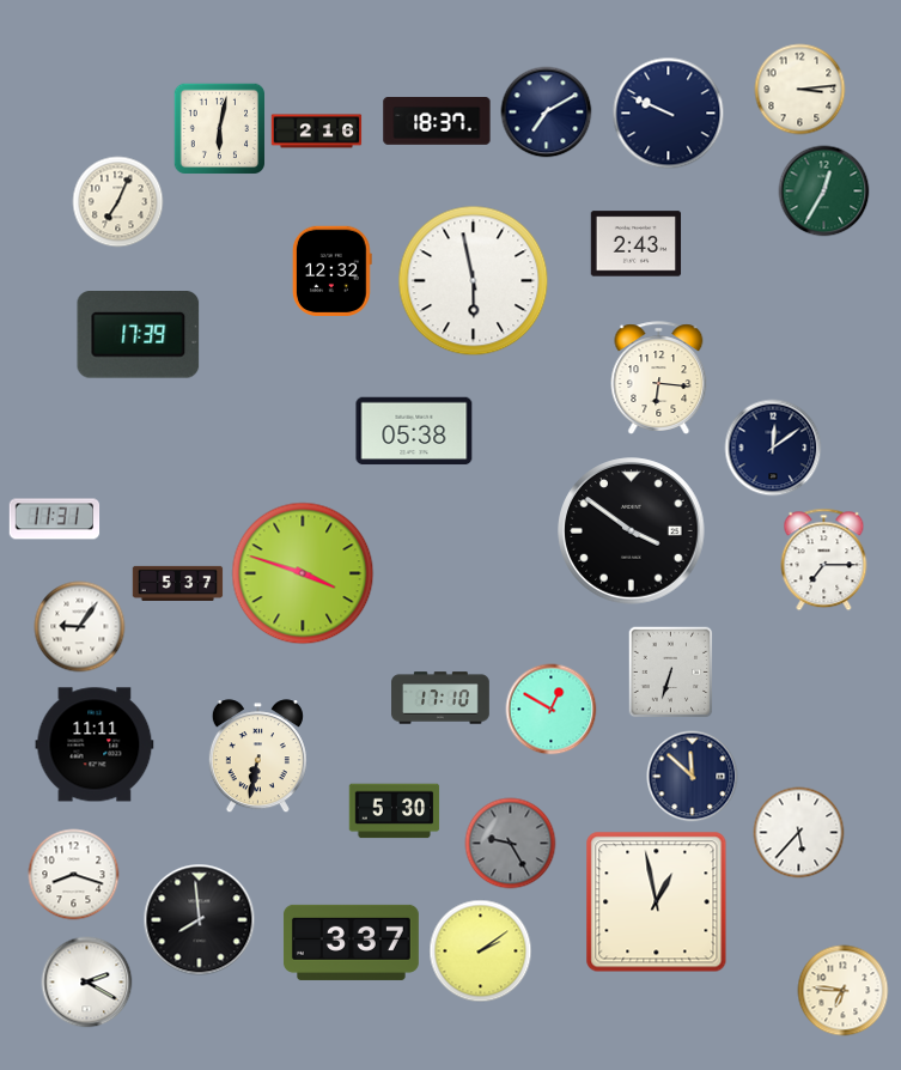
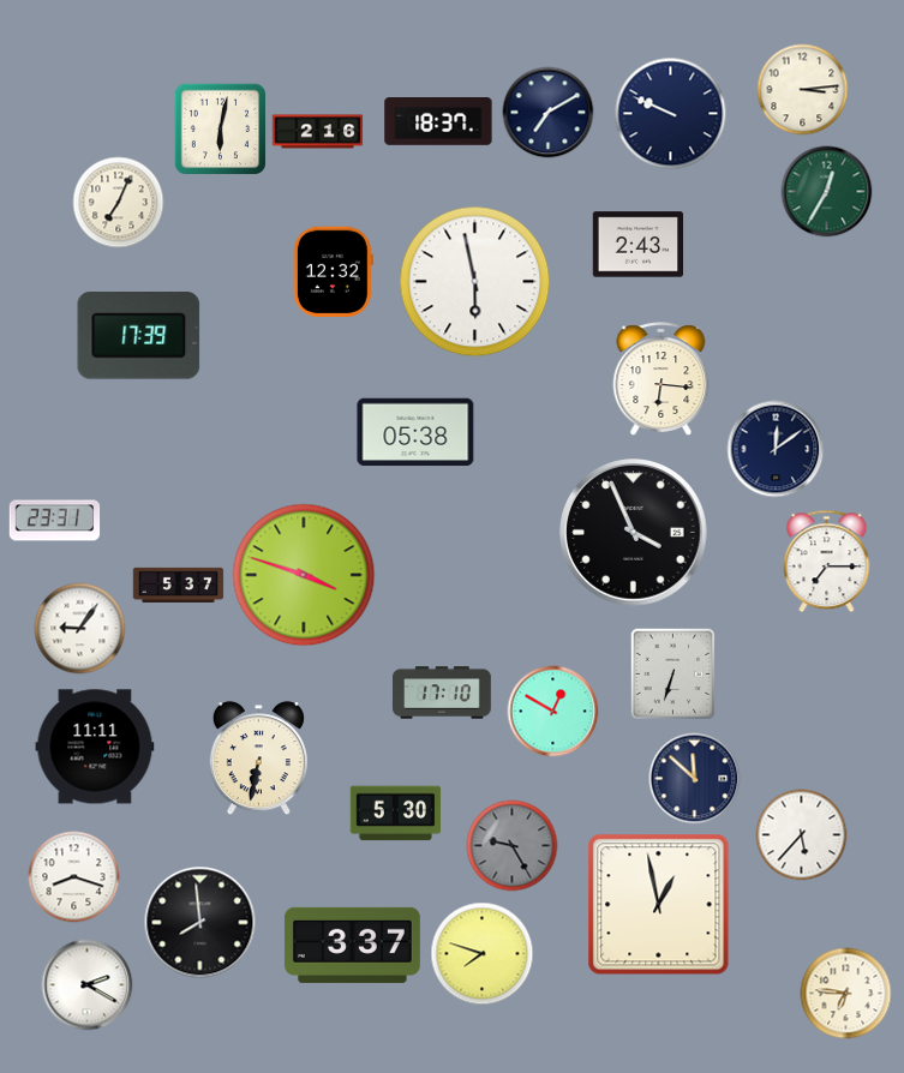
clock at (55, 519): 11:31 -> 23:31
clock at (632, 531): 3:51 -> 3:56
clock at (442, 698) position: (442, 698) -> (443, 693)
clock at (481, 952): 2:09 -> 7:48
